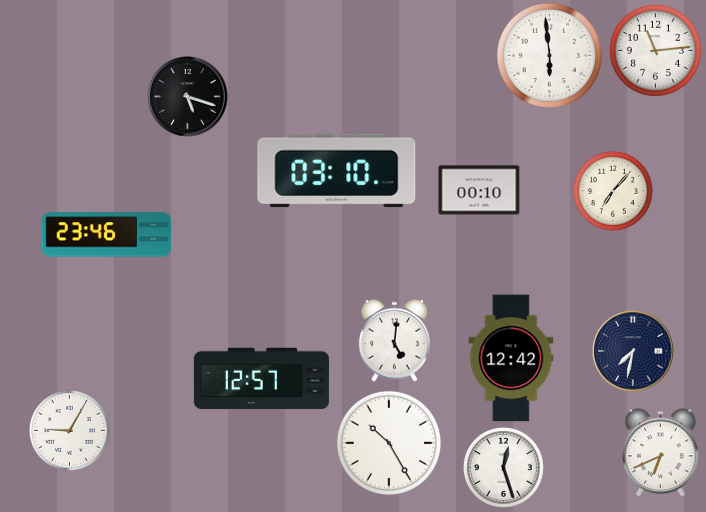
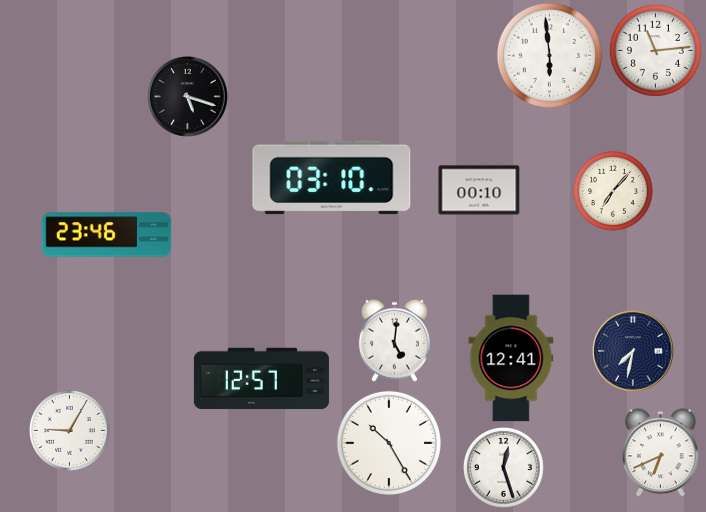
clock at (337, 171) position: (337, 171) -> (332, 178)
clock at (511, 358): 12:42 -> 12:41
